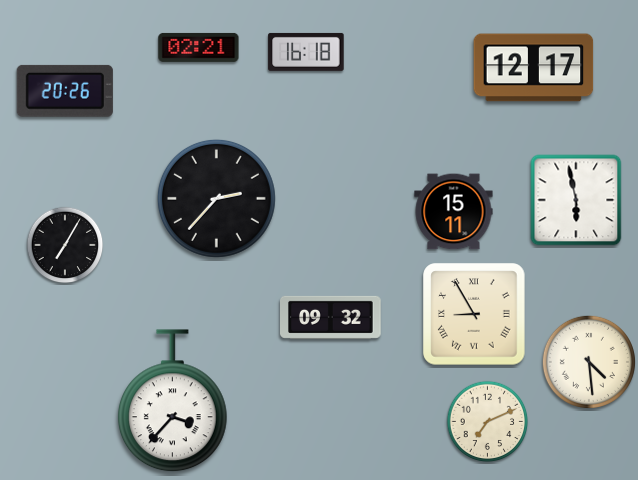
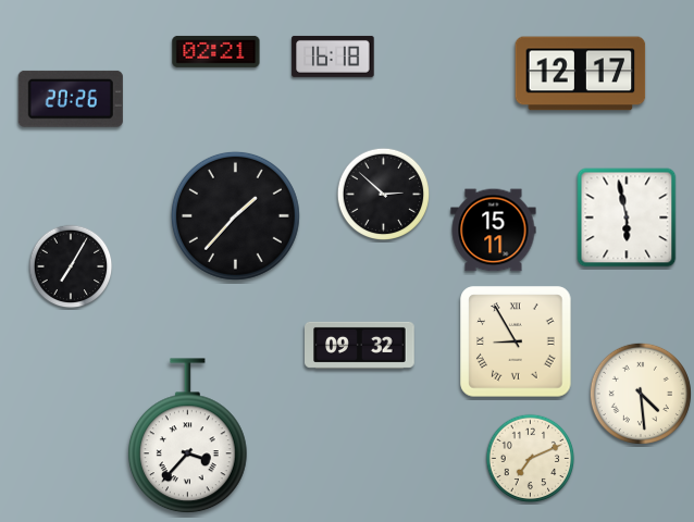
clock at (383, 194): none -> 2:52
clock at (216, 198): 2:37 -> 1:37
